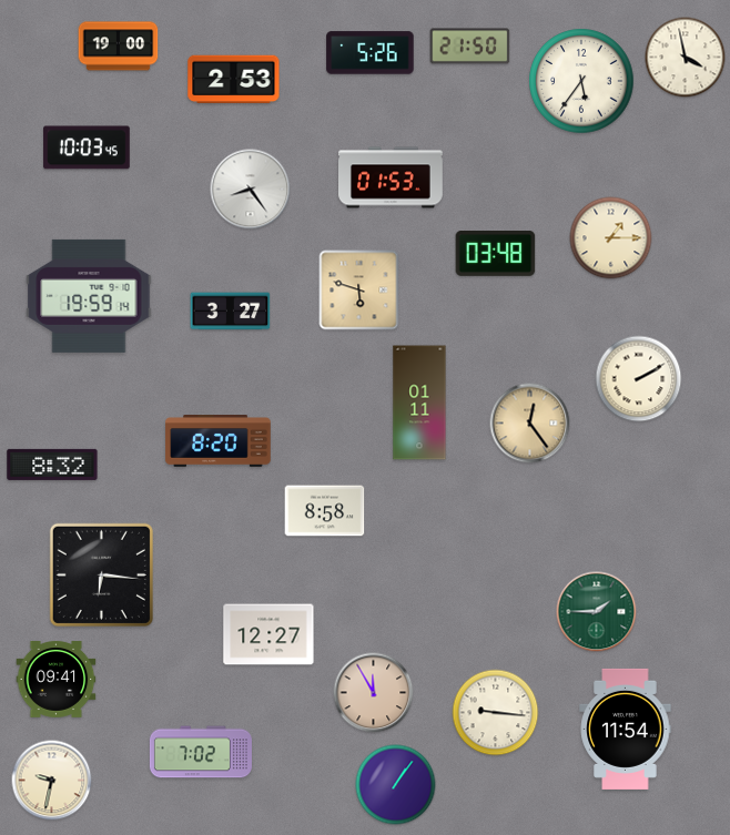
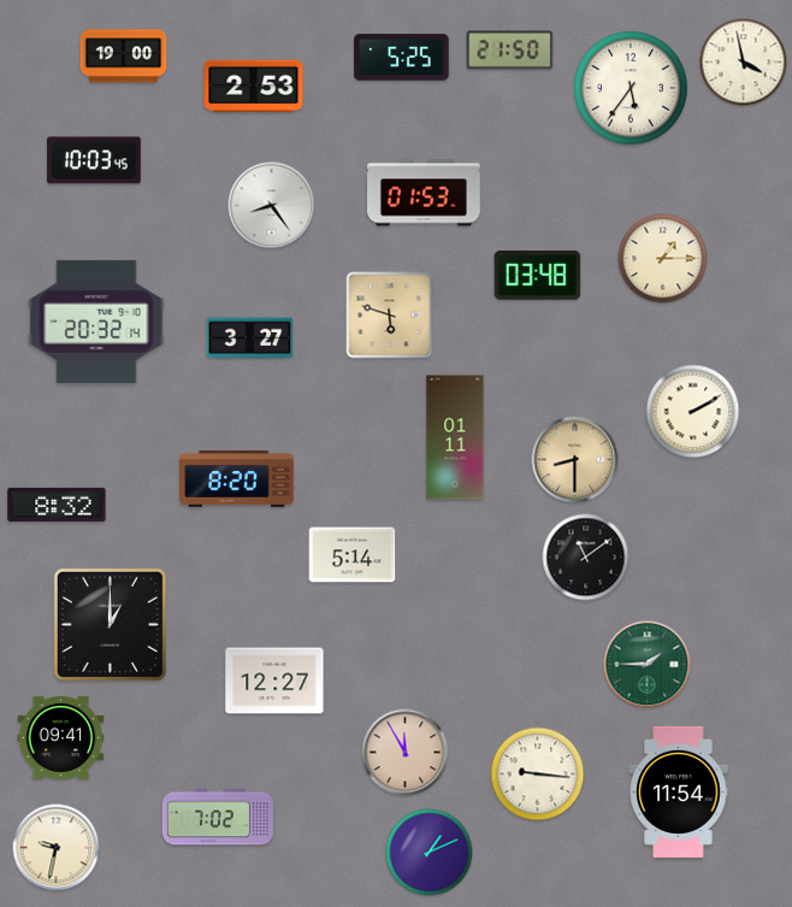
clock at (119, 47) position: (119, 47) -> (124, 57)
clock at (371, 53): 5:26 -> 5:25
clock at (89, 296): 19:59 -> 20:32
clock at (530, 424): 12:24 -> 8:30
clock at (325, 511): 8:58 -> 5:14
clock at (586, 558): none -> 11:09
clock at (101, 574): 6:16 -> 1:00
clock at (268, 634) position: (268, 634) -> (274, 681)
clock at (396, 785): 1:06 -> 1:11
